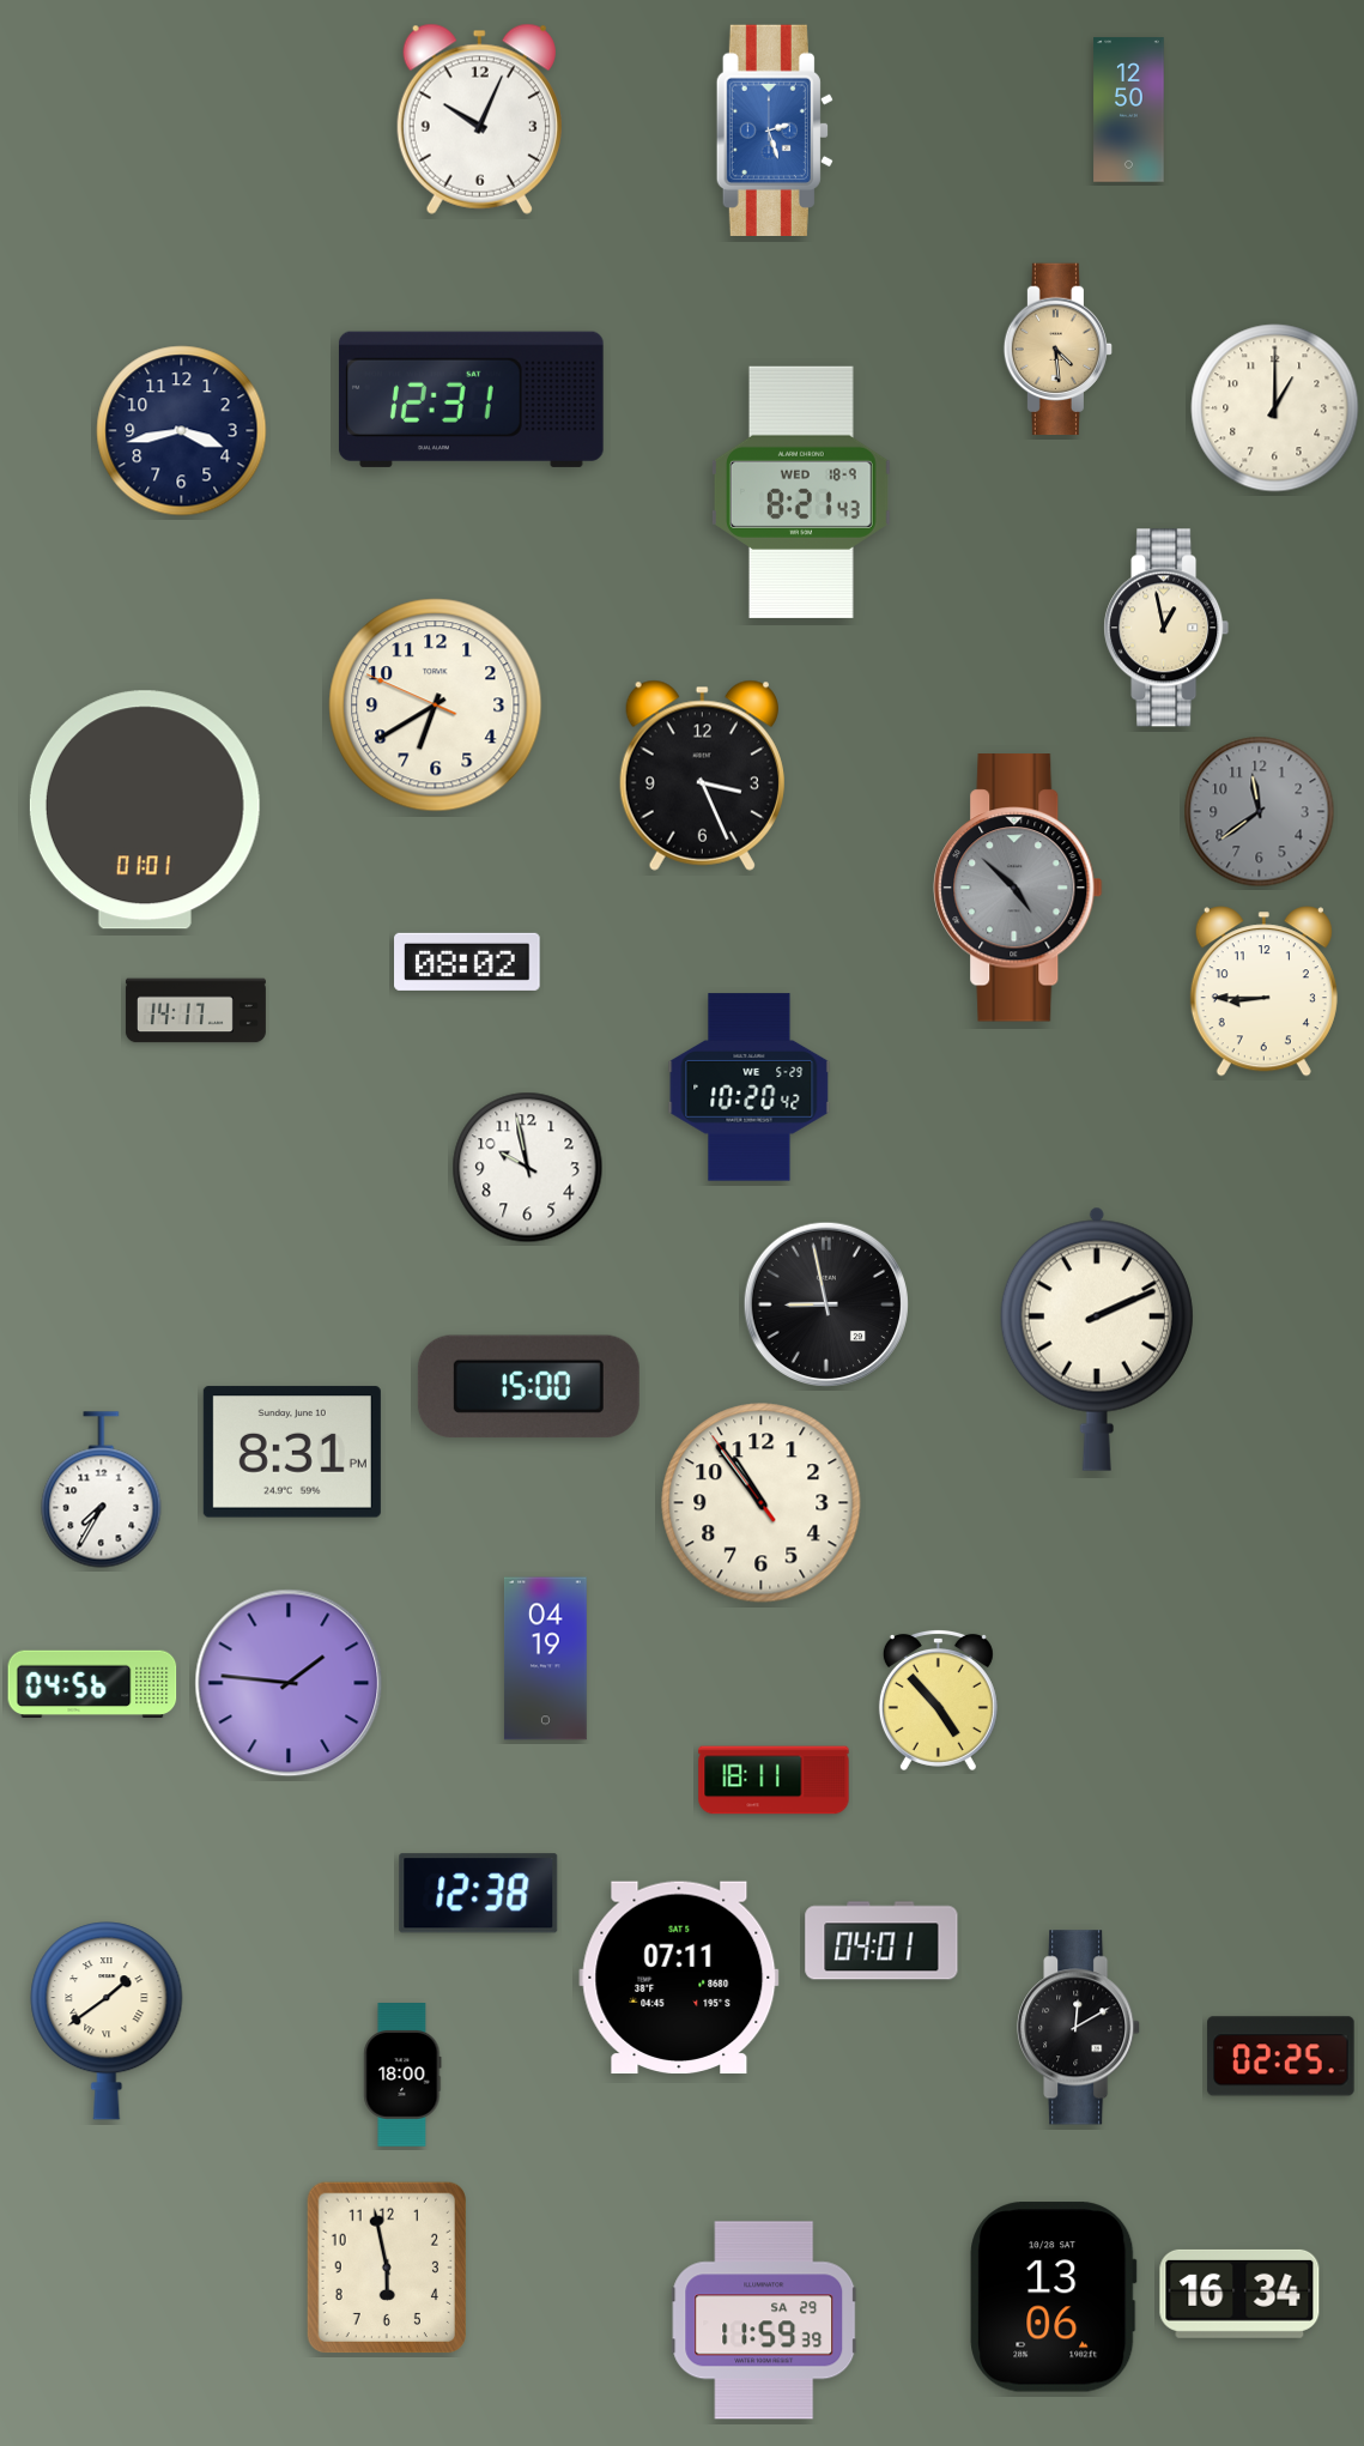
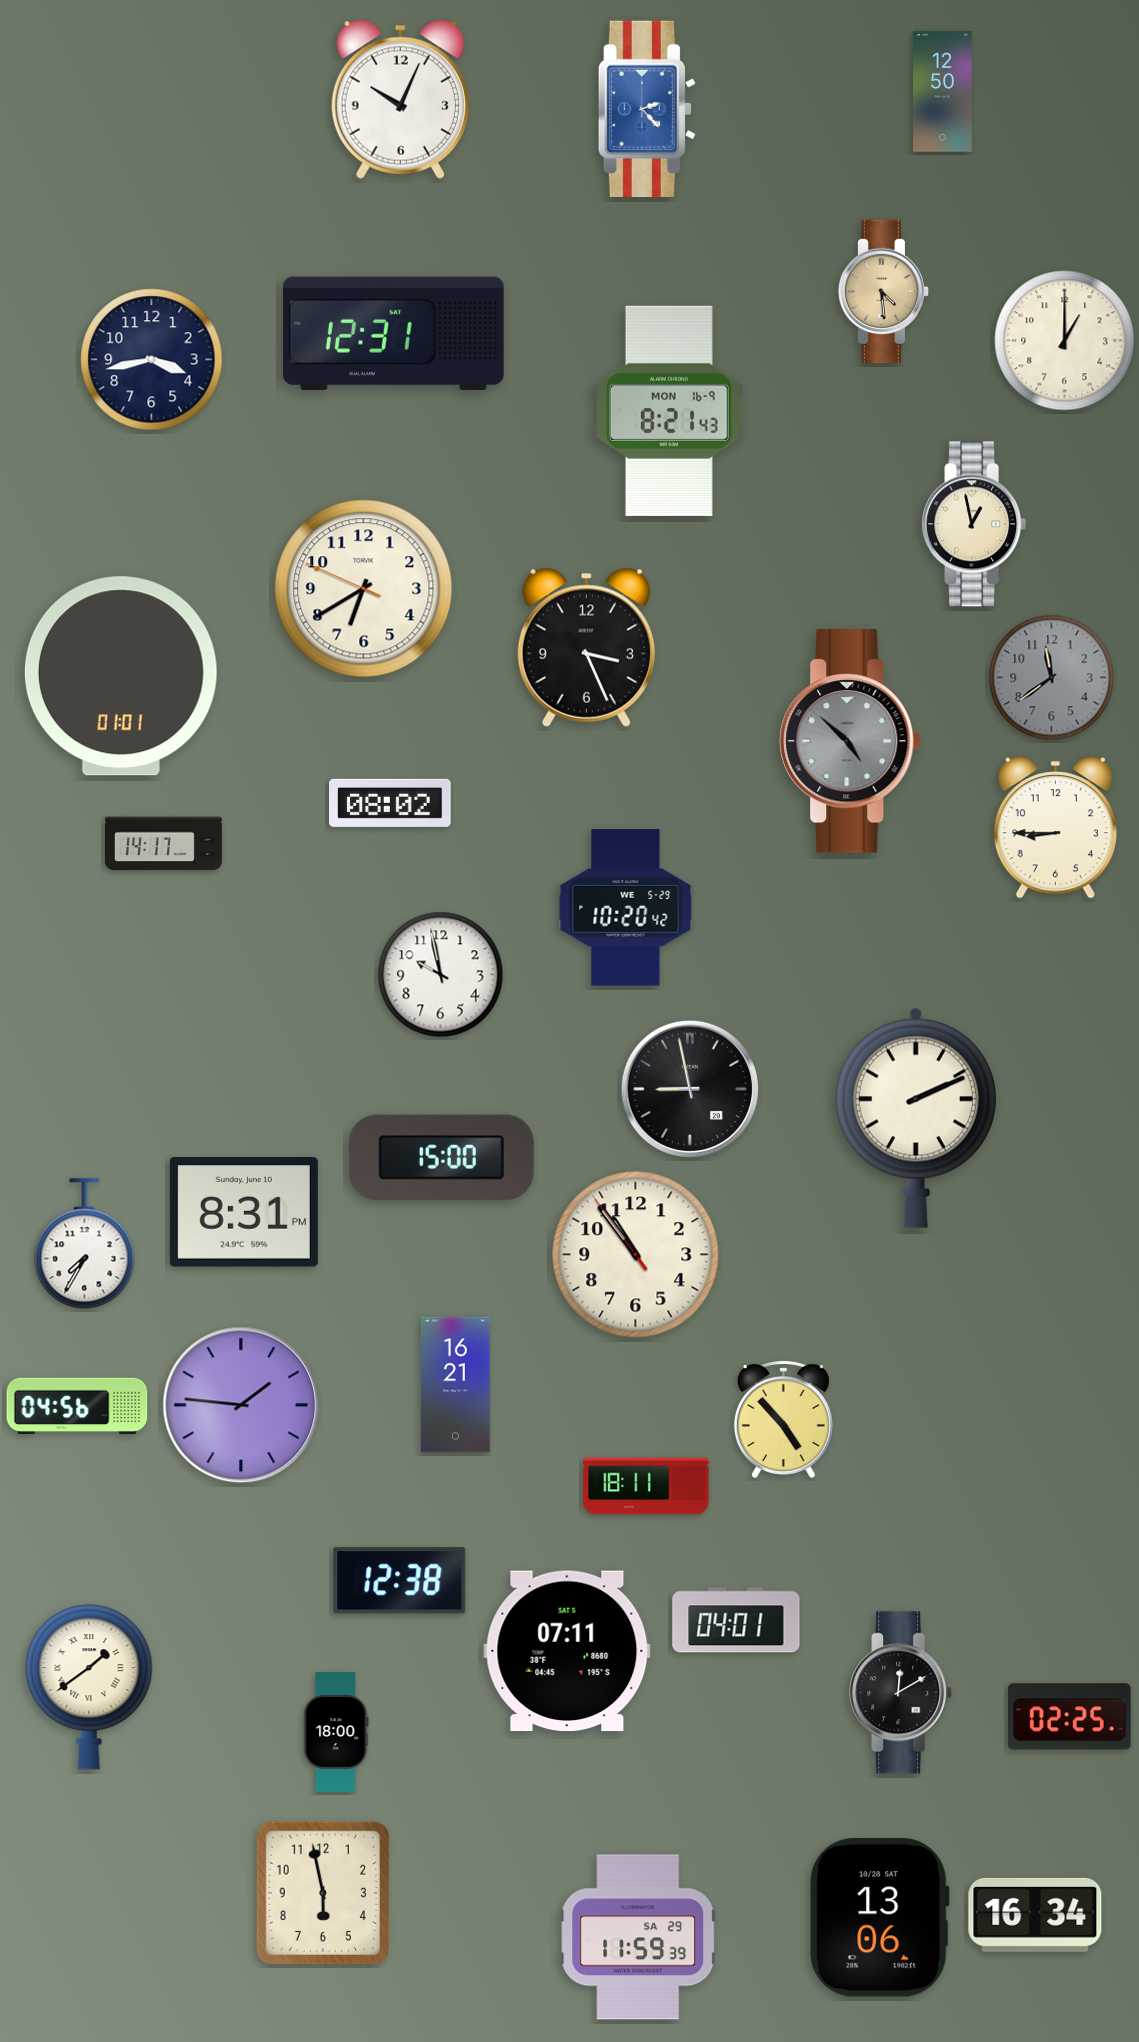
clock at (775, 129): 2:27 -> 2:23
clock at (801, 492) date: WED 18-9 -> MON 16-9
clock at (545, 1659): 04:19 -> 16:21
